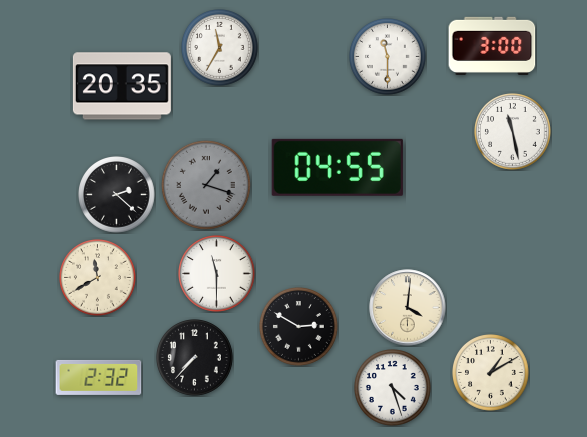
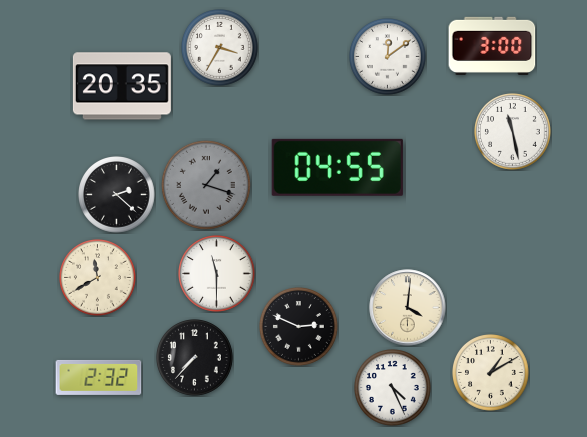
clock at (220, 48): 11:35 -> 3:35
clock at (388, 57): 11:30 -> 12:09
clock at (299, 327): 2:50 -> 2:49
clock at (393, 388): 4:27 -> 4:26
